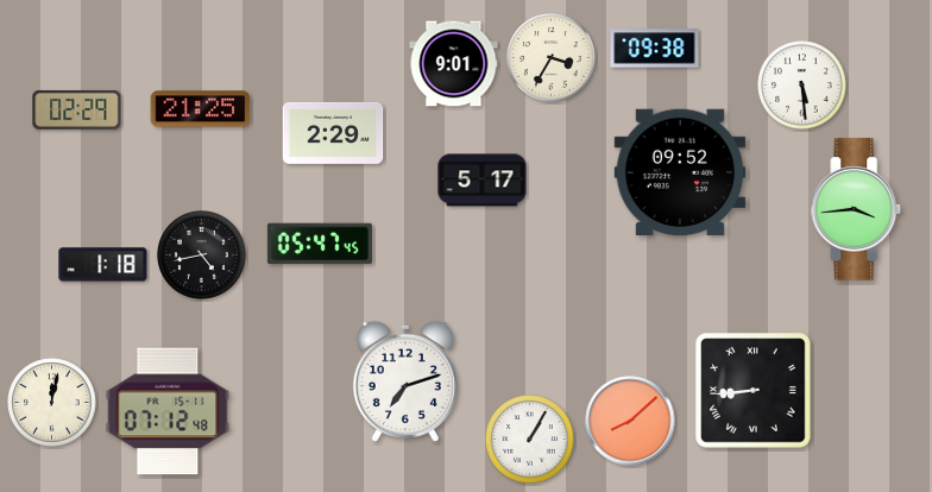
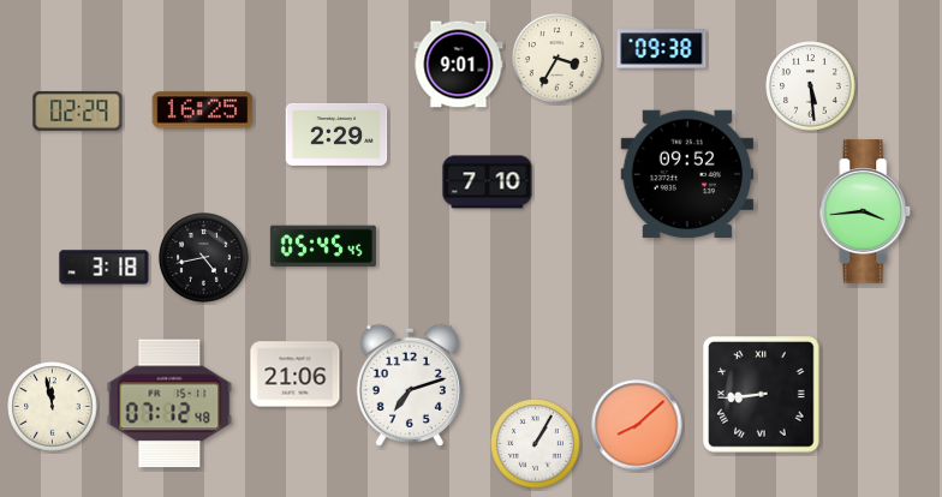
clock at (201, 109): 21:25 -> 16:25
clock at (483, 181): 5:17 -> 7:10
clock at (320, 244): 05:47 -> 05:45
clock at (103, 265): 1:18 -> 3:18
clock at (296, 375): none -> 21:06
clock at (52, 403): 12:02 -> 11:58
clock at (168, 411) position: (168, 411) -> (169, 403)
